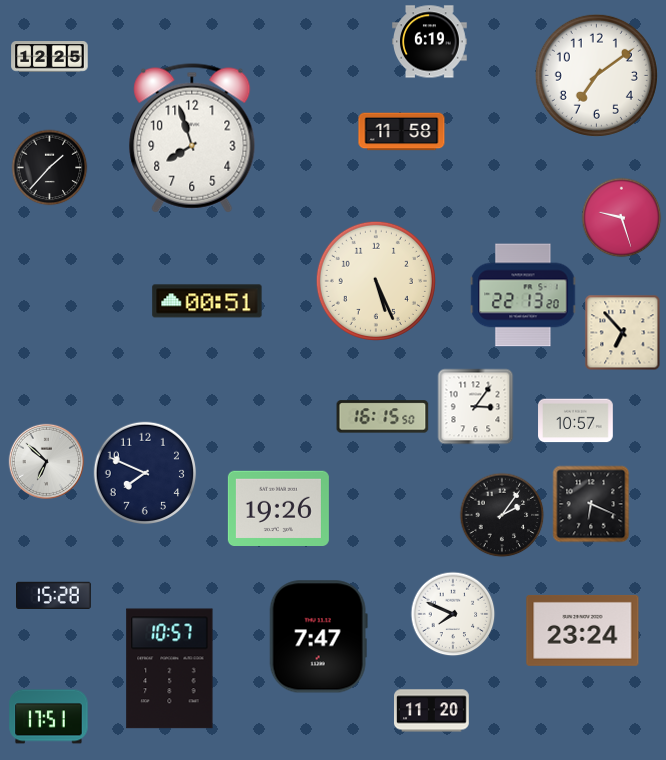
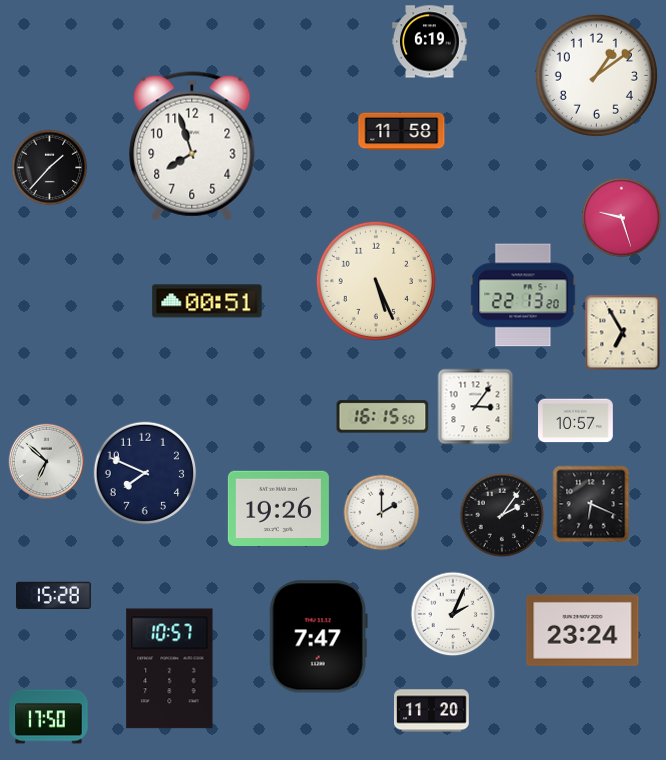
clock at (50, 57): 12:25 -> none
clock at (596, 75): 7:09 -> 1:09
clock at (192, 138) position: (192, 138) -> (192, 146)
clock at (623, 333): 6:53 -> 6:55
clock at (382, 513): none -> 2:00
clock at (453, 614): 7:49 -> 2:04
clock at (49, 717): 17:51 -> 17:50
